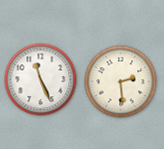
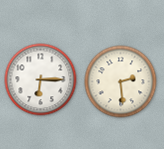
clock at (41, 80): 11:26 -> 6:15
